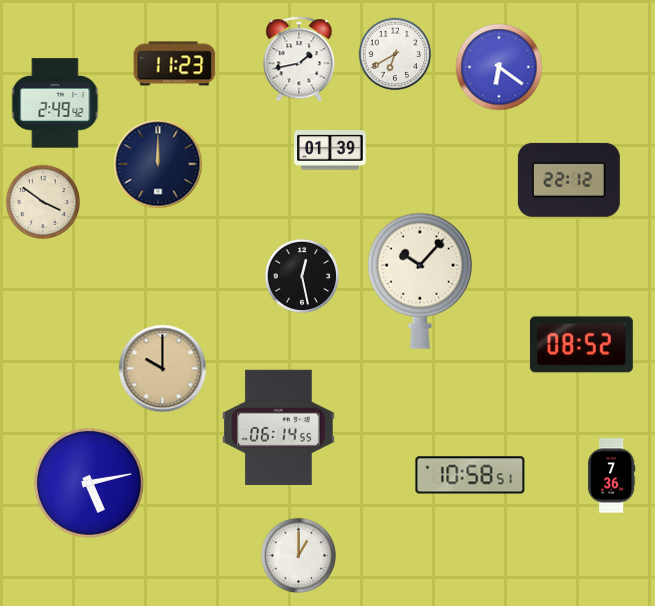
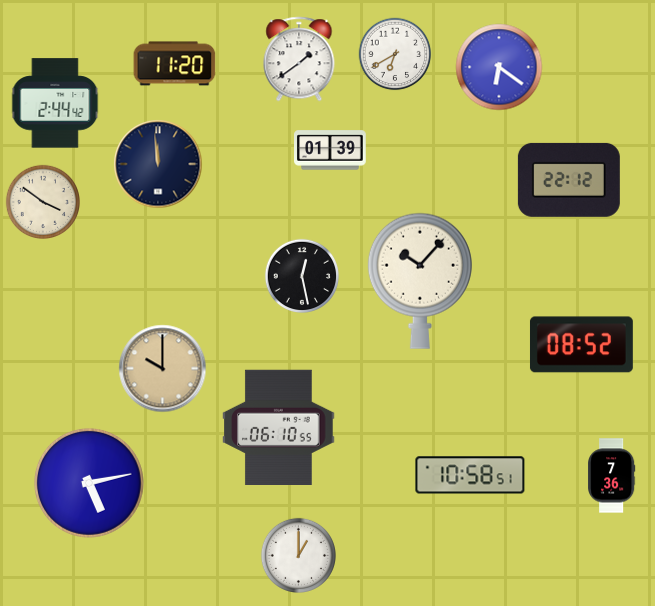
clock at (299, 59): 1:43 -> 1:39
clock at (175, 64): 11:23 -> 11:20
clock at (55, 103): 2:49 -> 2:44
clock at (158, 164): 12:00 -> 11:59
clock at (279, 427): 06:14 -> 06:10
